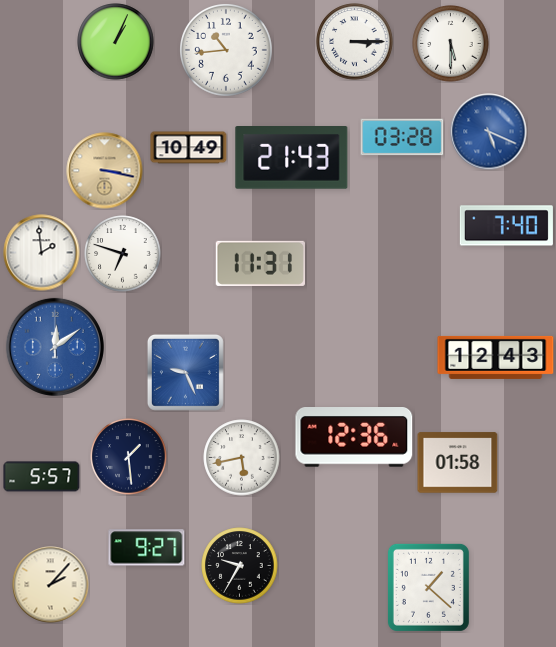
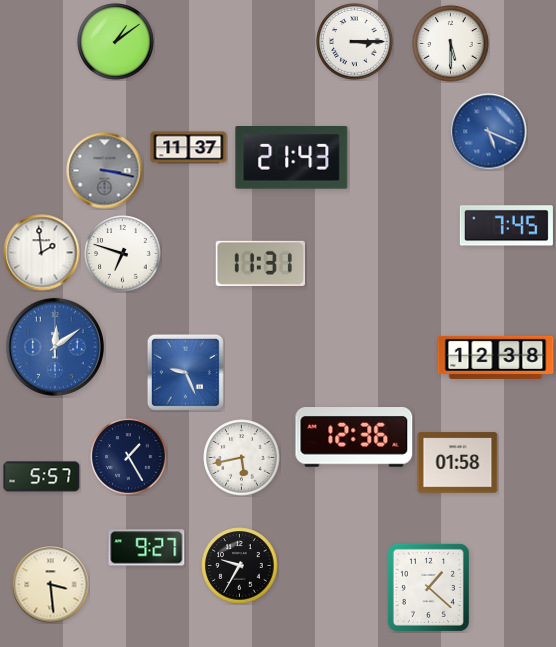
clock at (116, 42): 1:04 -> 1:09
clock at (227, 51): 10:44 -> none
clock at (402, 137): 03:28 -> none
clock at (189, 148): 10:49 -> 11:37
clock at (105, 171) dial: champagne -> grey
clock at (506, 226): 7:40 -> 7:45
clock at (496, 357): 12:43 -> 12:38
clock at (129, 457): 1:29 -> 1:25
clock at (51, 585): 2:07 -> 3:29
